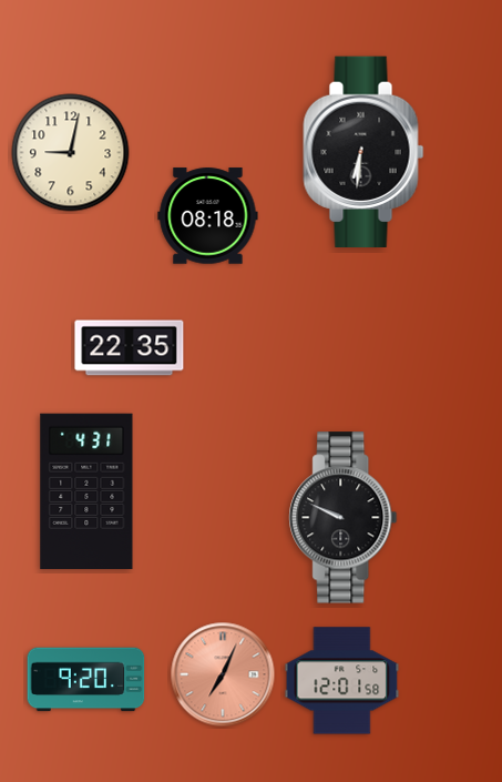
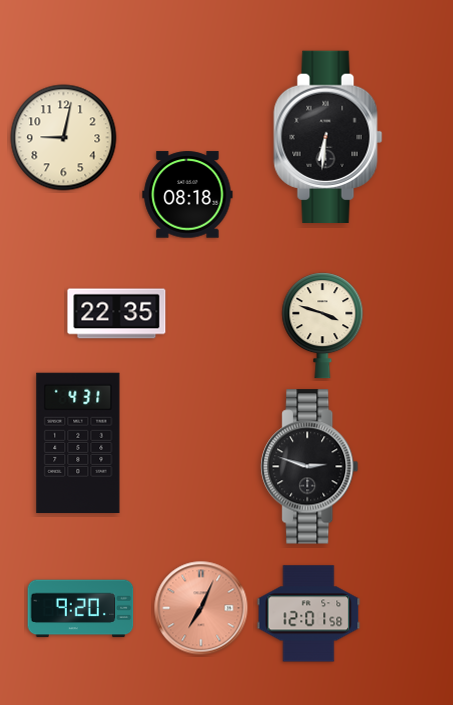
clock at (323, 326): none -> 3:48
clock at (344, 518): 9:49 -> 2:48
clock at (86, 680) position: (86, 680) -> (81, 609)
